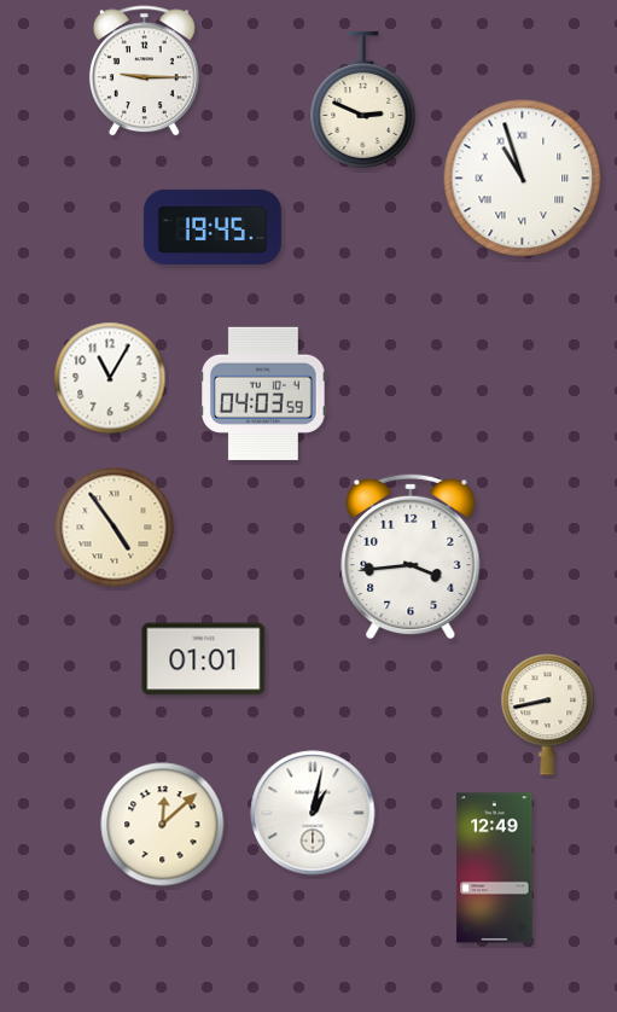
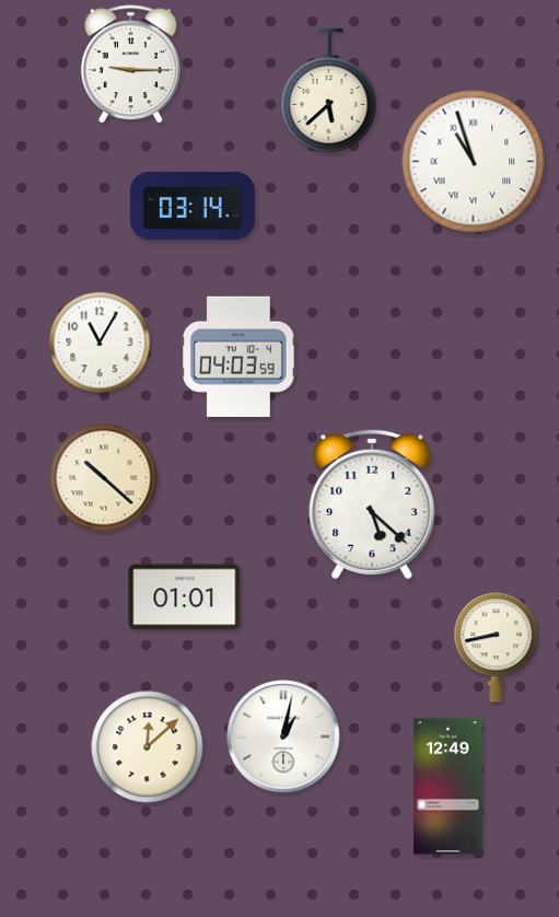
clock at (363, 99): 2:49 -> 5:38
clock at (213, 227): 19:45 -> 03:14
clock at (115, 528): 4:54 -> 10:22
clock at (411, 557): 3:44 -> 5:22
